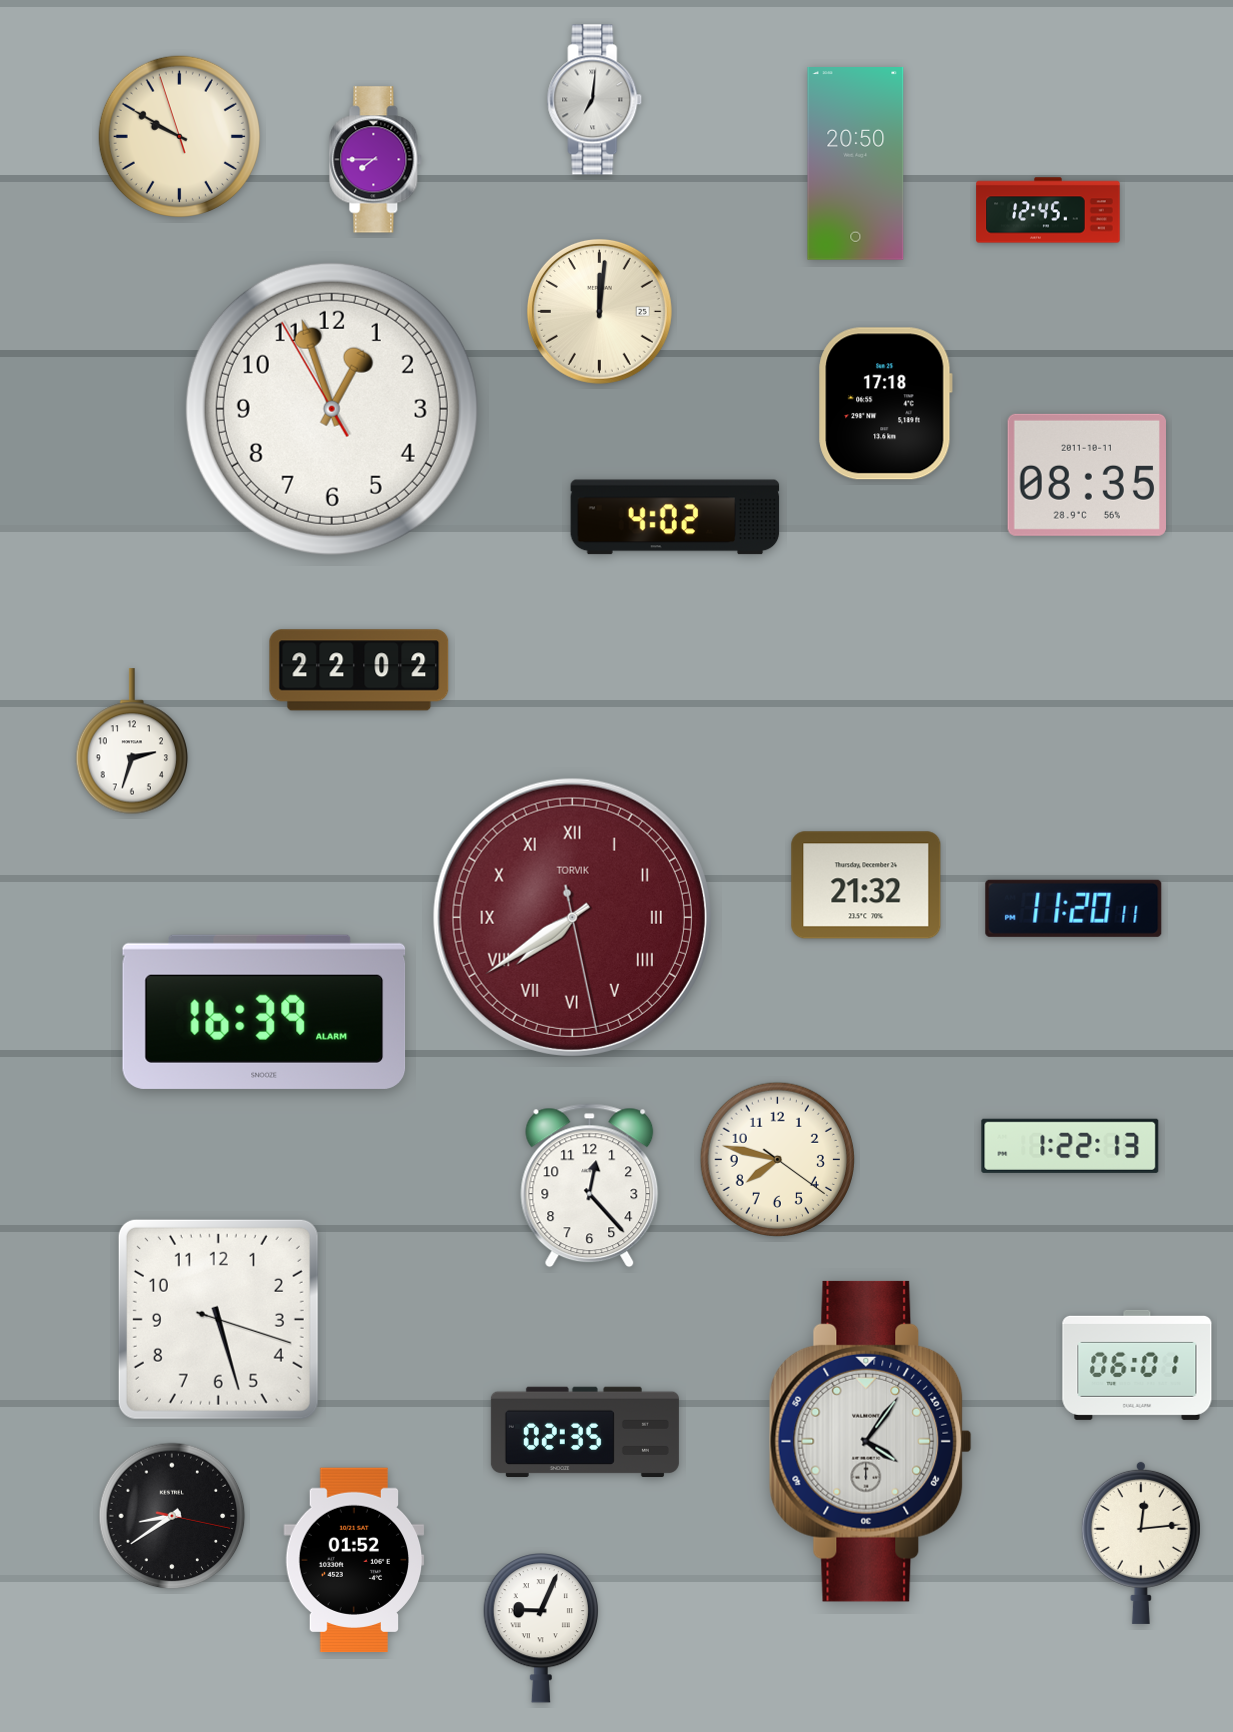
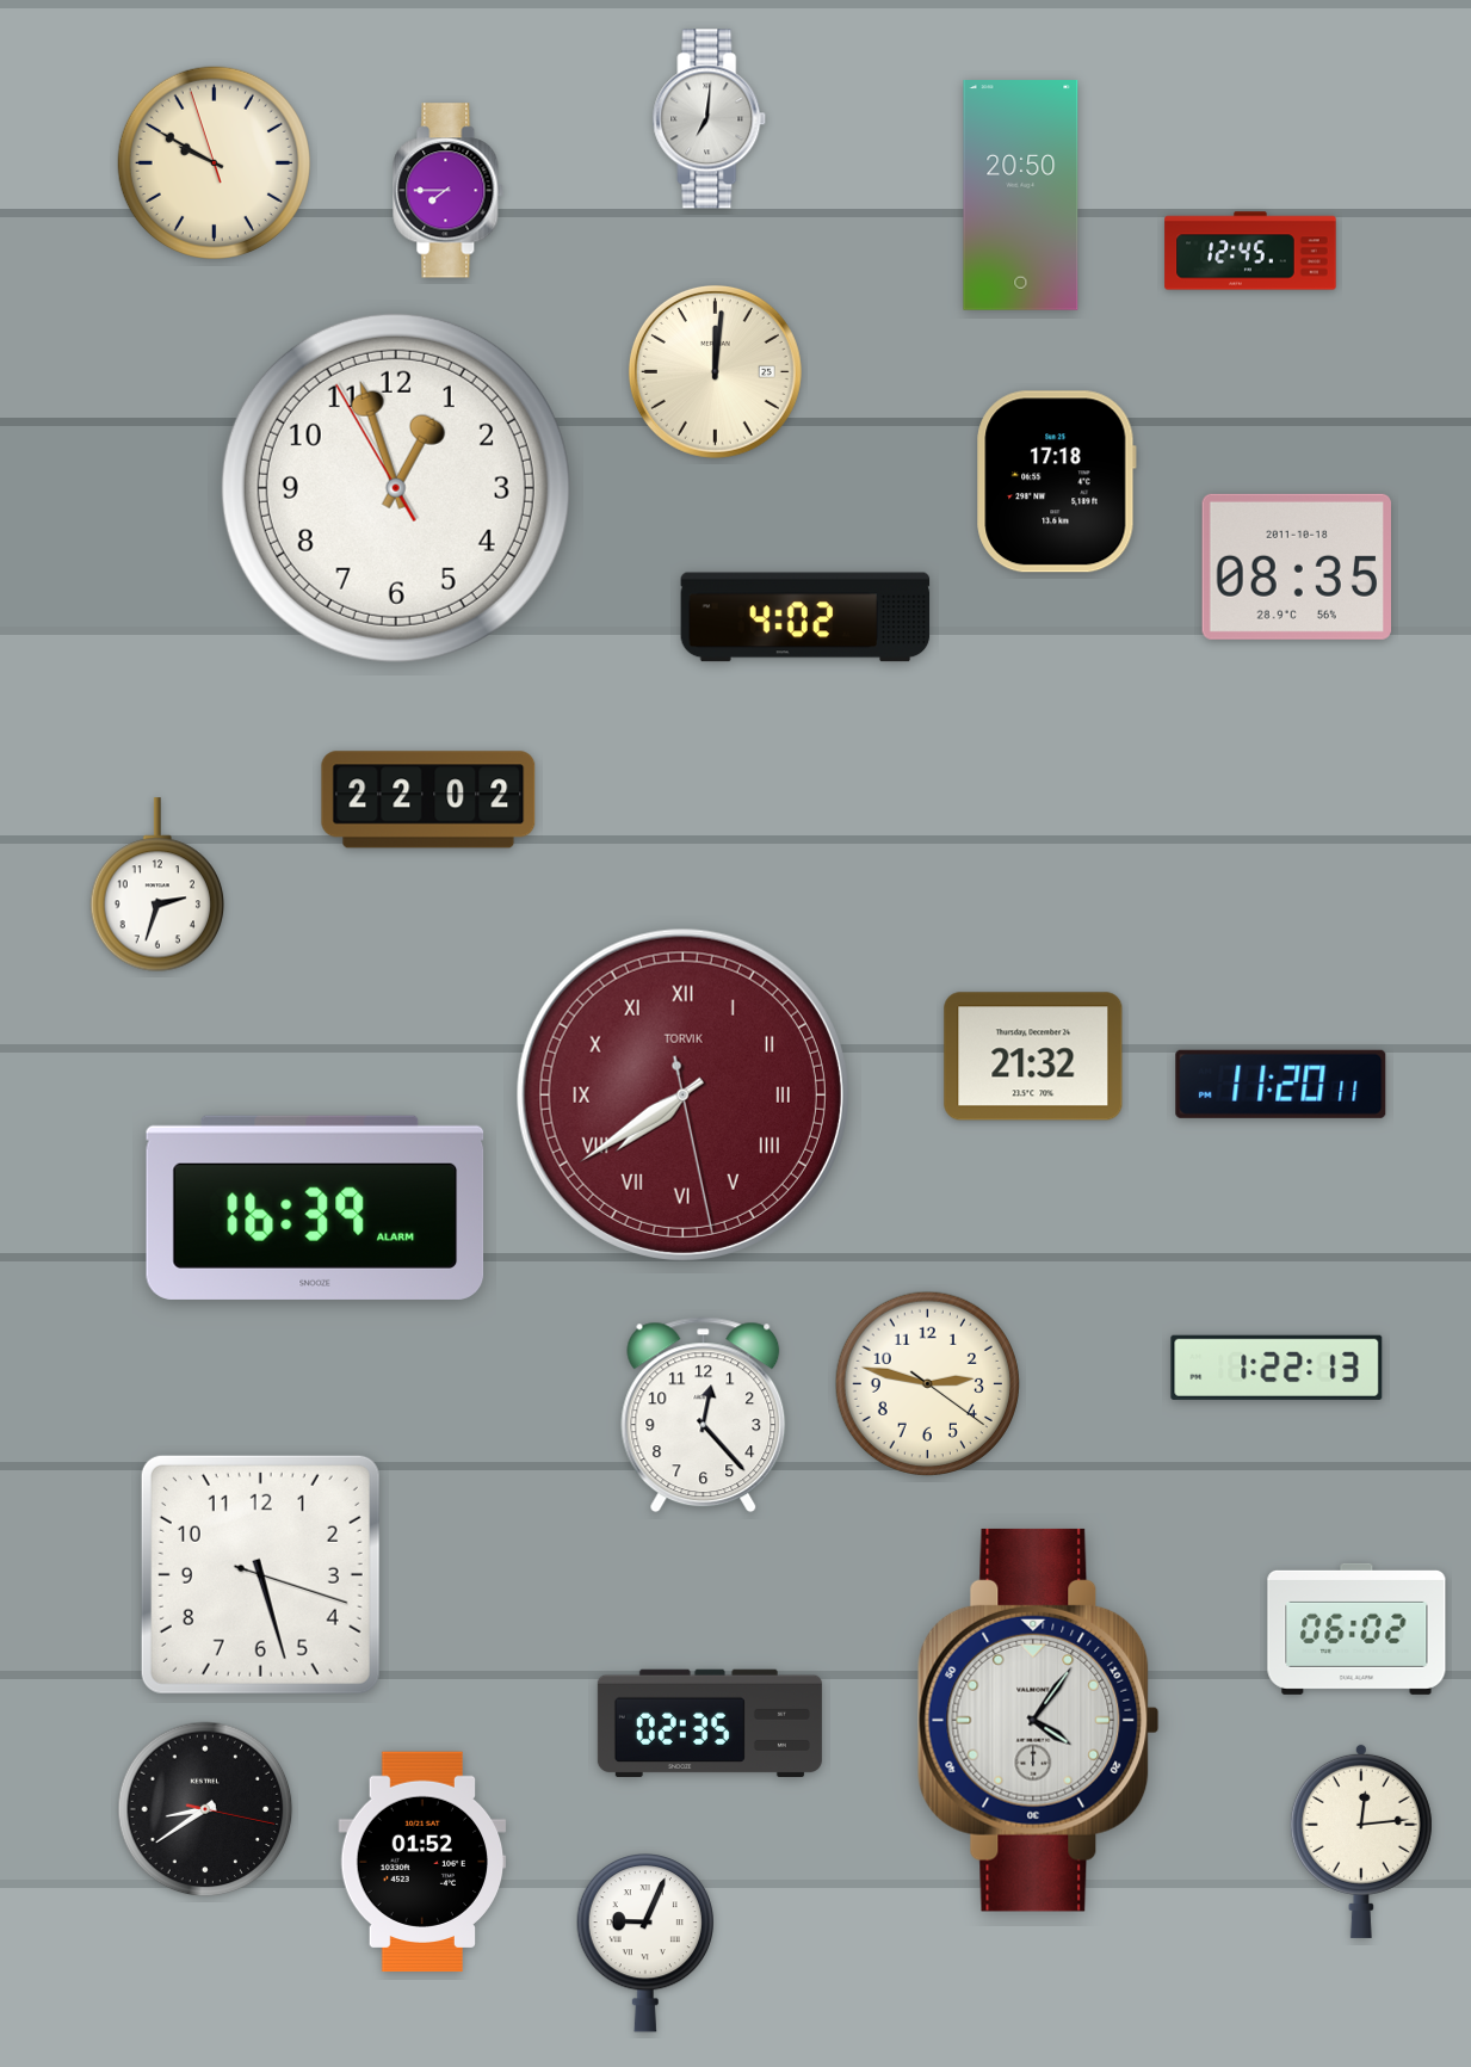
clock at (1086, 475) date: 2011-10-11 -> 2011-10-18
clock at (777, 1159): 7:47 -> 2:47
clock at (1137, 1365): 06:01 -> 06:02
clock at (585, 1432) position: (585, 1432) -> (710, 1723)
